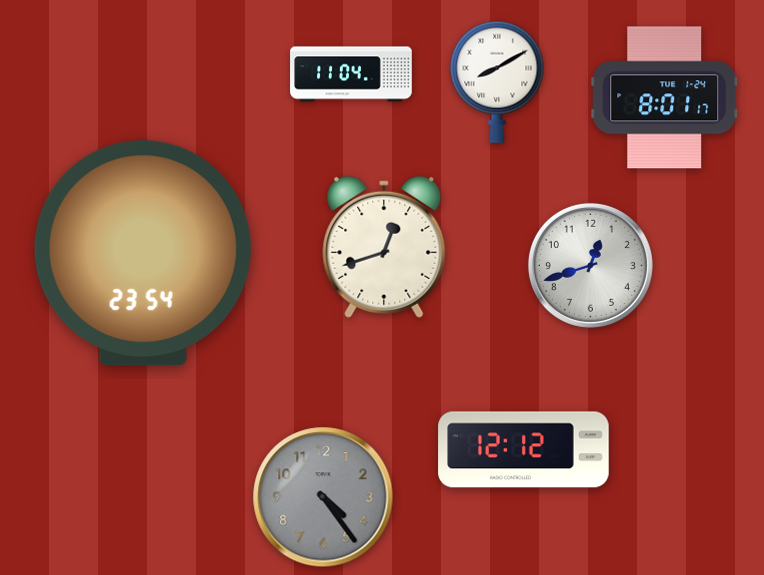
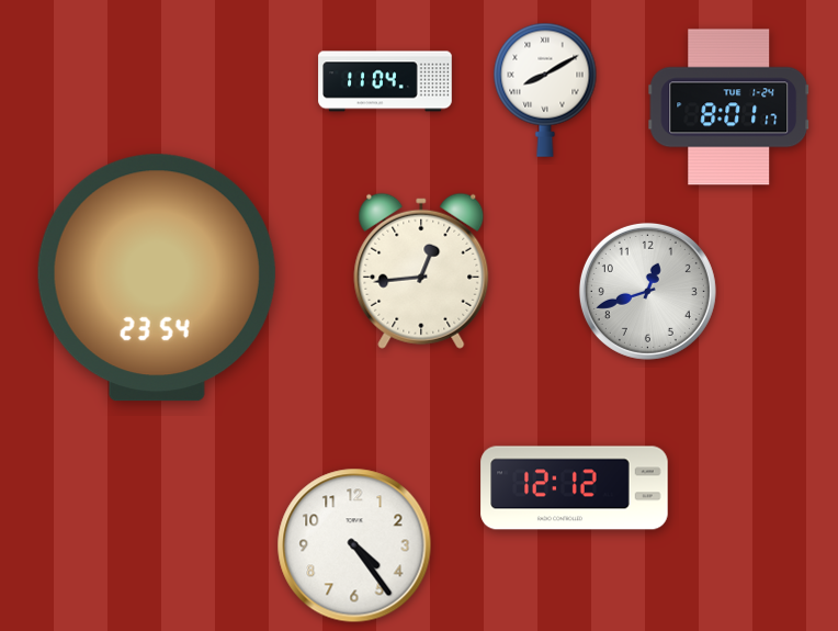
clock at (384, 247): 12:42 -> 12:44
clock at (524, 450) position: (524, 450) -> (575, 488)
clock at (323, 497) dial: grey -> white
